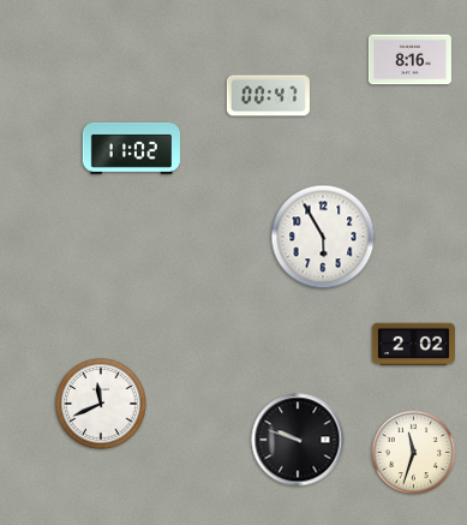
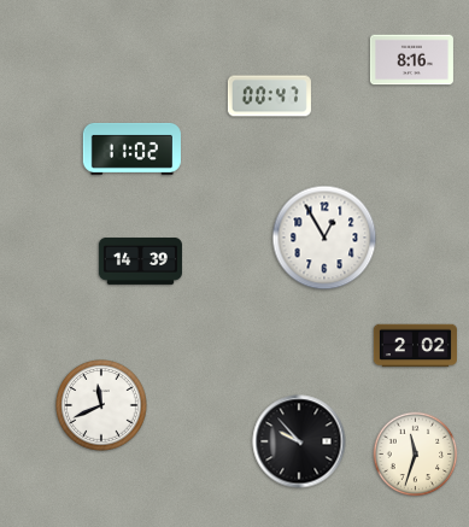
clock at (323, 237): 5:55 -> 12:55
clock at (140, 262): none -> 14:39
clock at (298, 440): 9:48 -> 9:53
